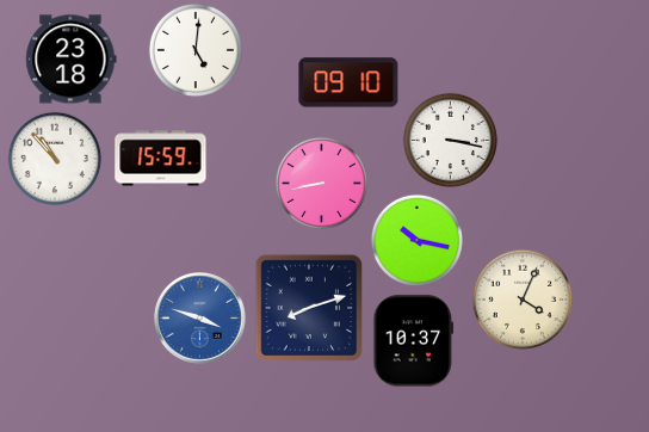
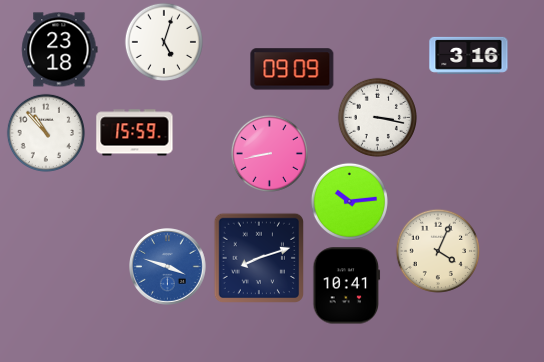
clock at (196, 50): 5:01 -> 5:03
clock at (469, 55): none -> 3:16
clock at (348, 82): 09:10 -> 09:09
clock at (416, 240): 10:17 -> 10:14
clock at (414, 341): 10:37 -> 10:41
